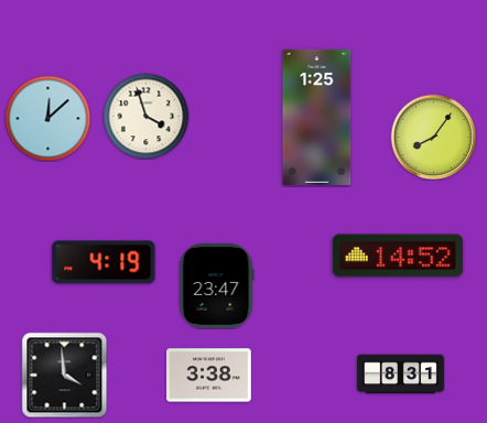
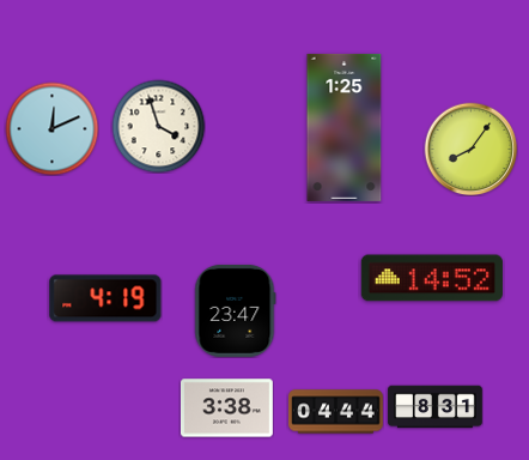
clock at (47, 118): 12:08 -> 12:11
clock at (104, 262) position: (104, 262) -> (105, 298)
clock at (64, 375): 3:59 -> none
clock at (336, 412): none -> 04:44
